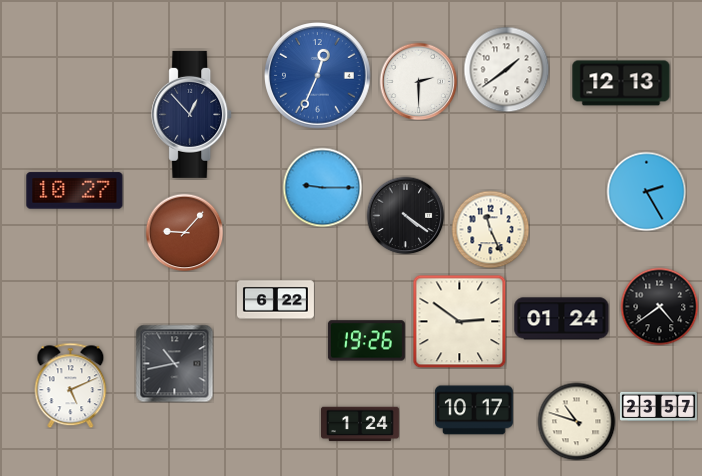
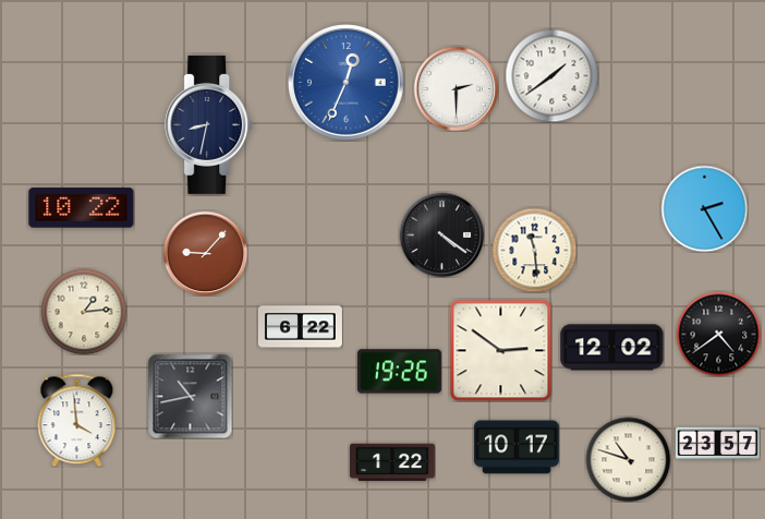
clock at (621, 83): 12:13 -> none
clock at (192, 114): 12:53 -> 8:32
clock at (322, 187): 9:15 -> none
clock at (75, 191): 10:27 -> 10:22
clock at (490, 229): 11:26 -> 11:29
clock at (184, 232) position: (184, 232) -> (205, 253)
clock at (84, 312): none -> 1:14
clock at (562, 319): 01:24 -> 12:02
clock at (71, 385): 5:11 -> 3:59
clock at (361, 424): 1:24 -> 1:22
